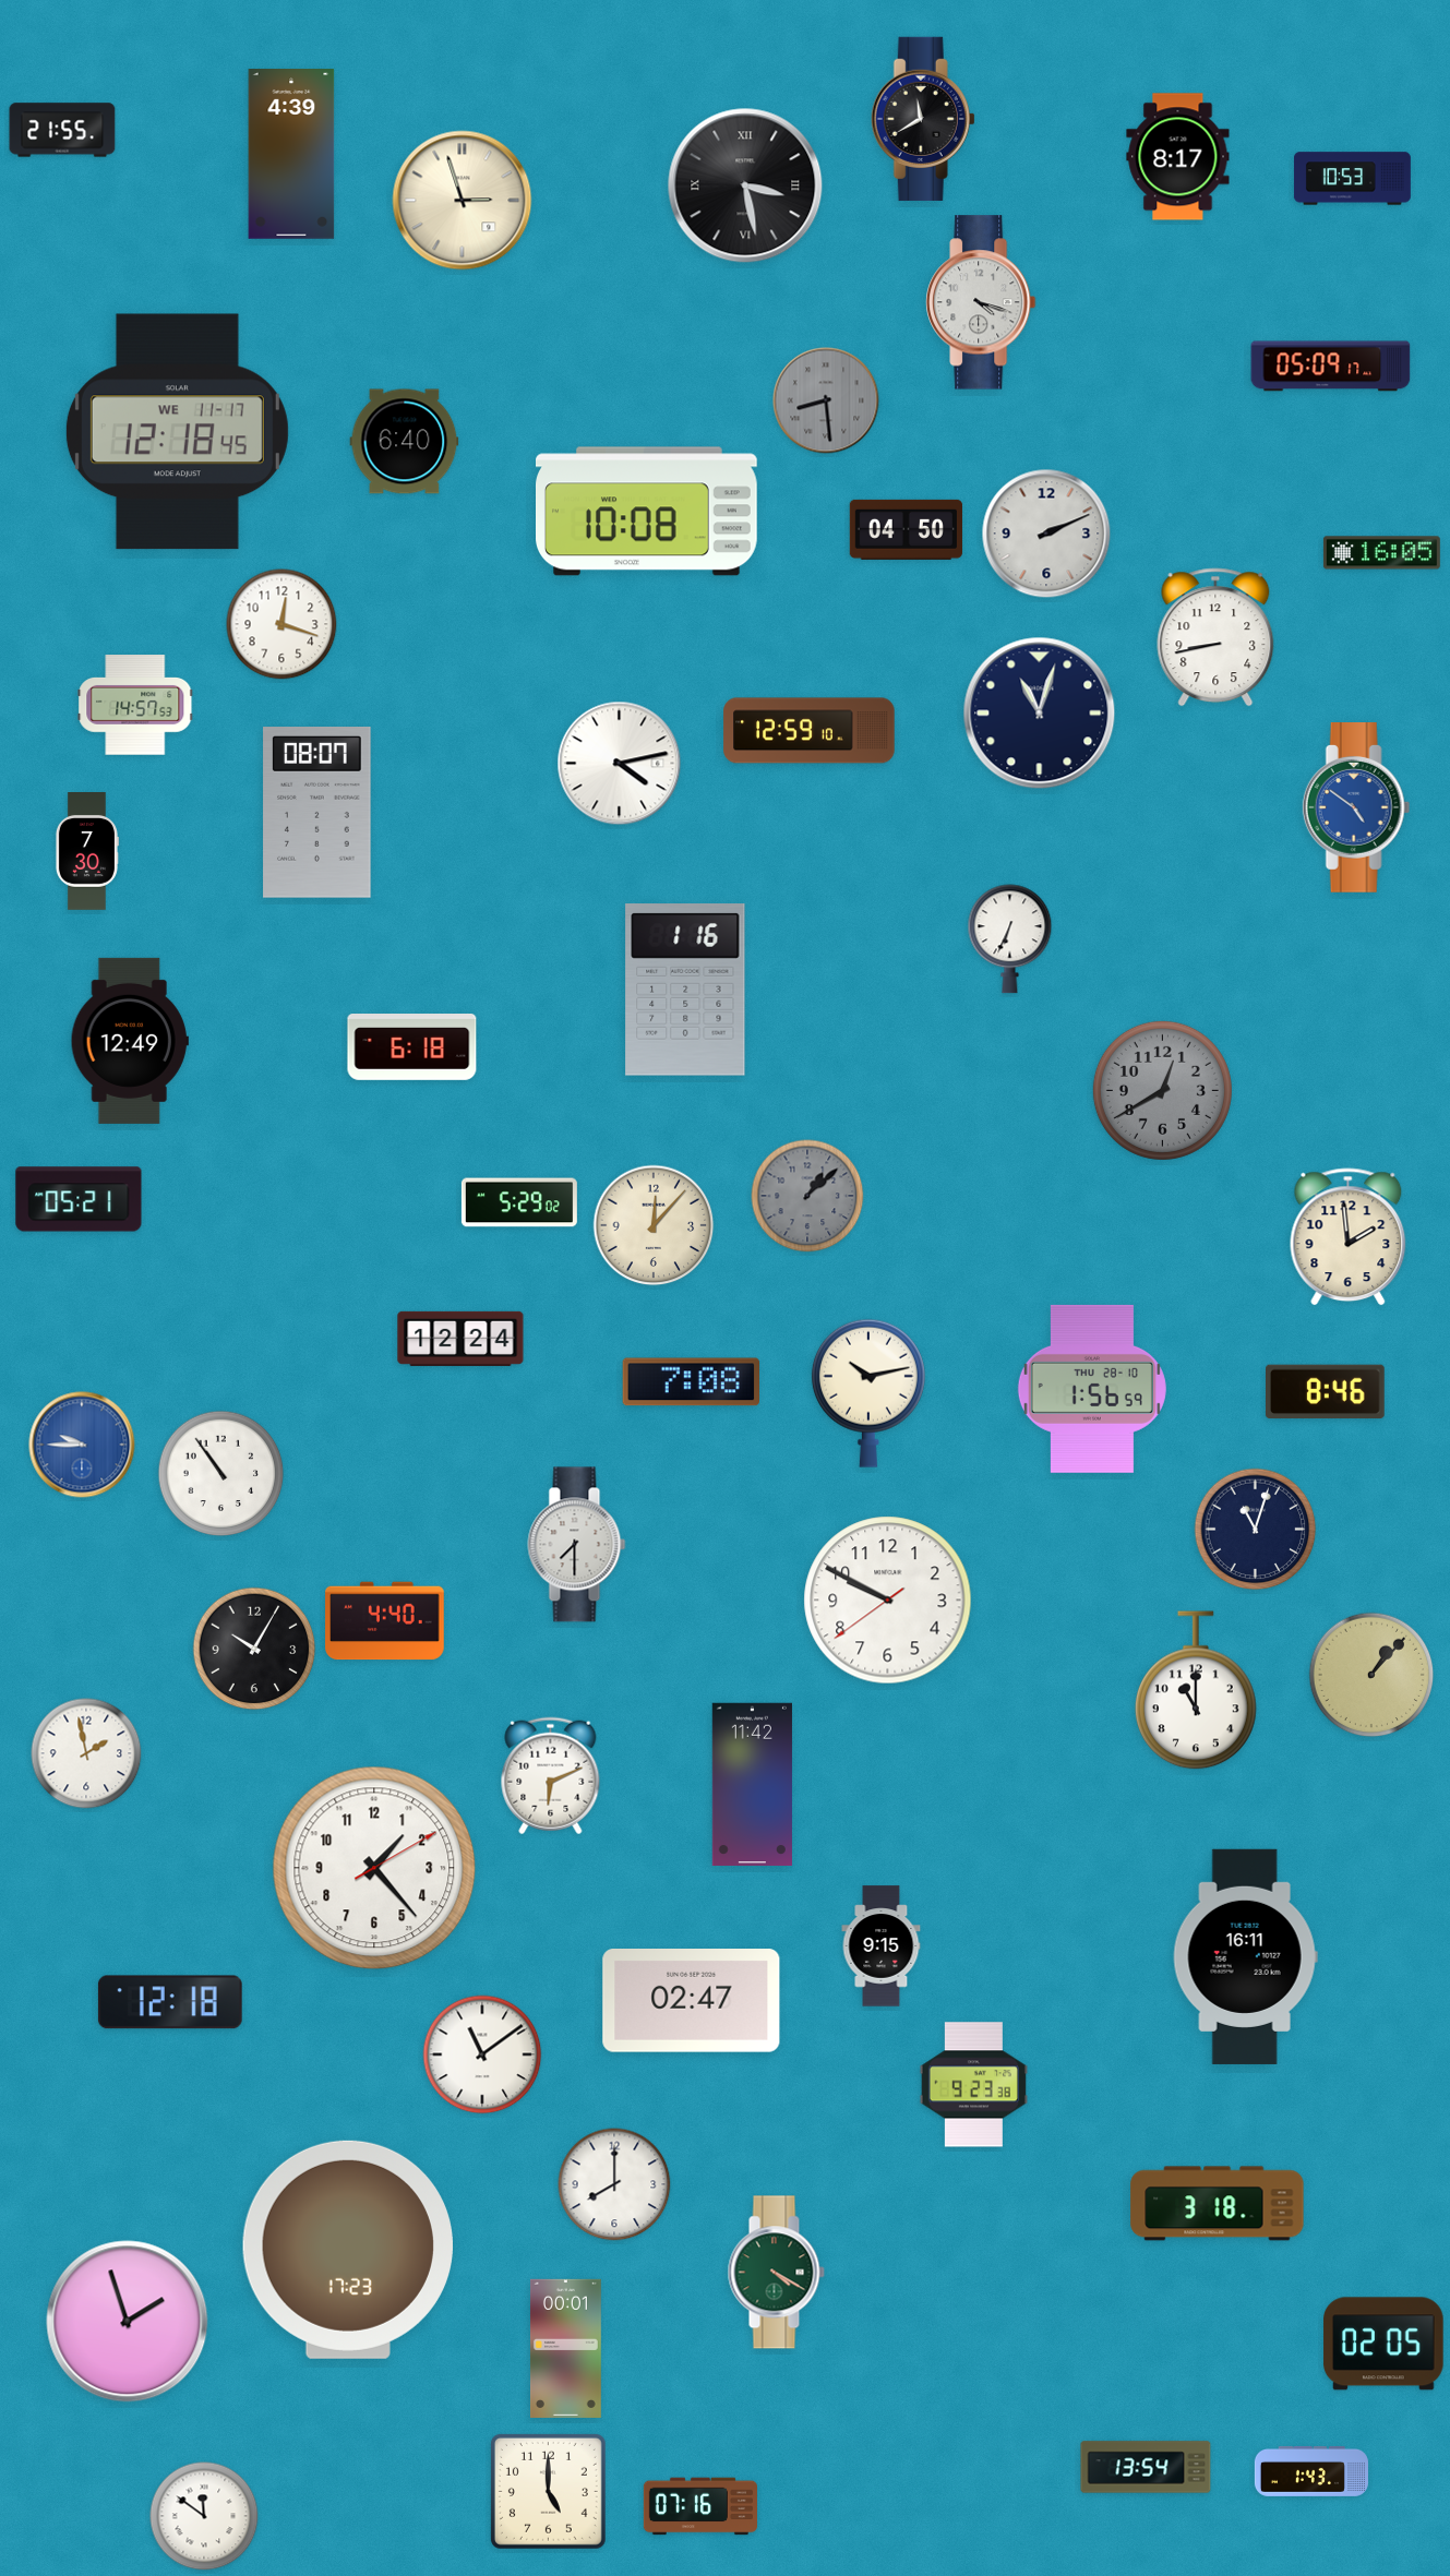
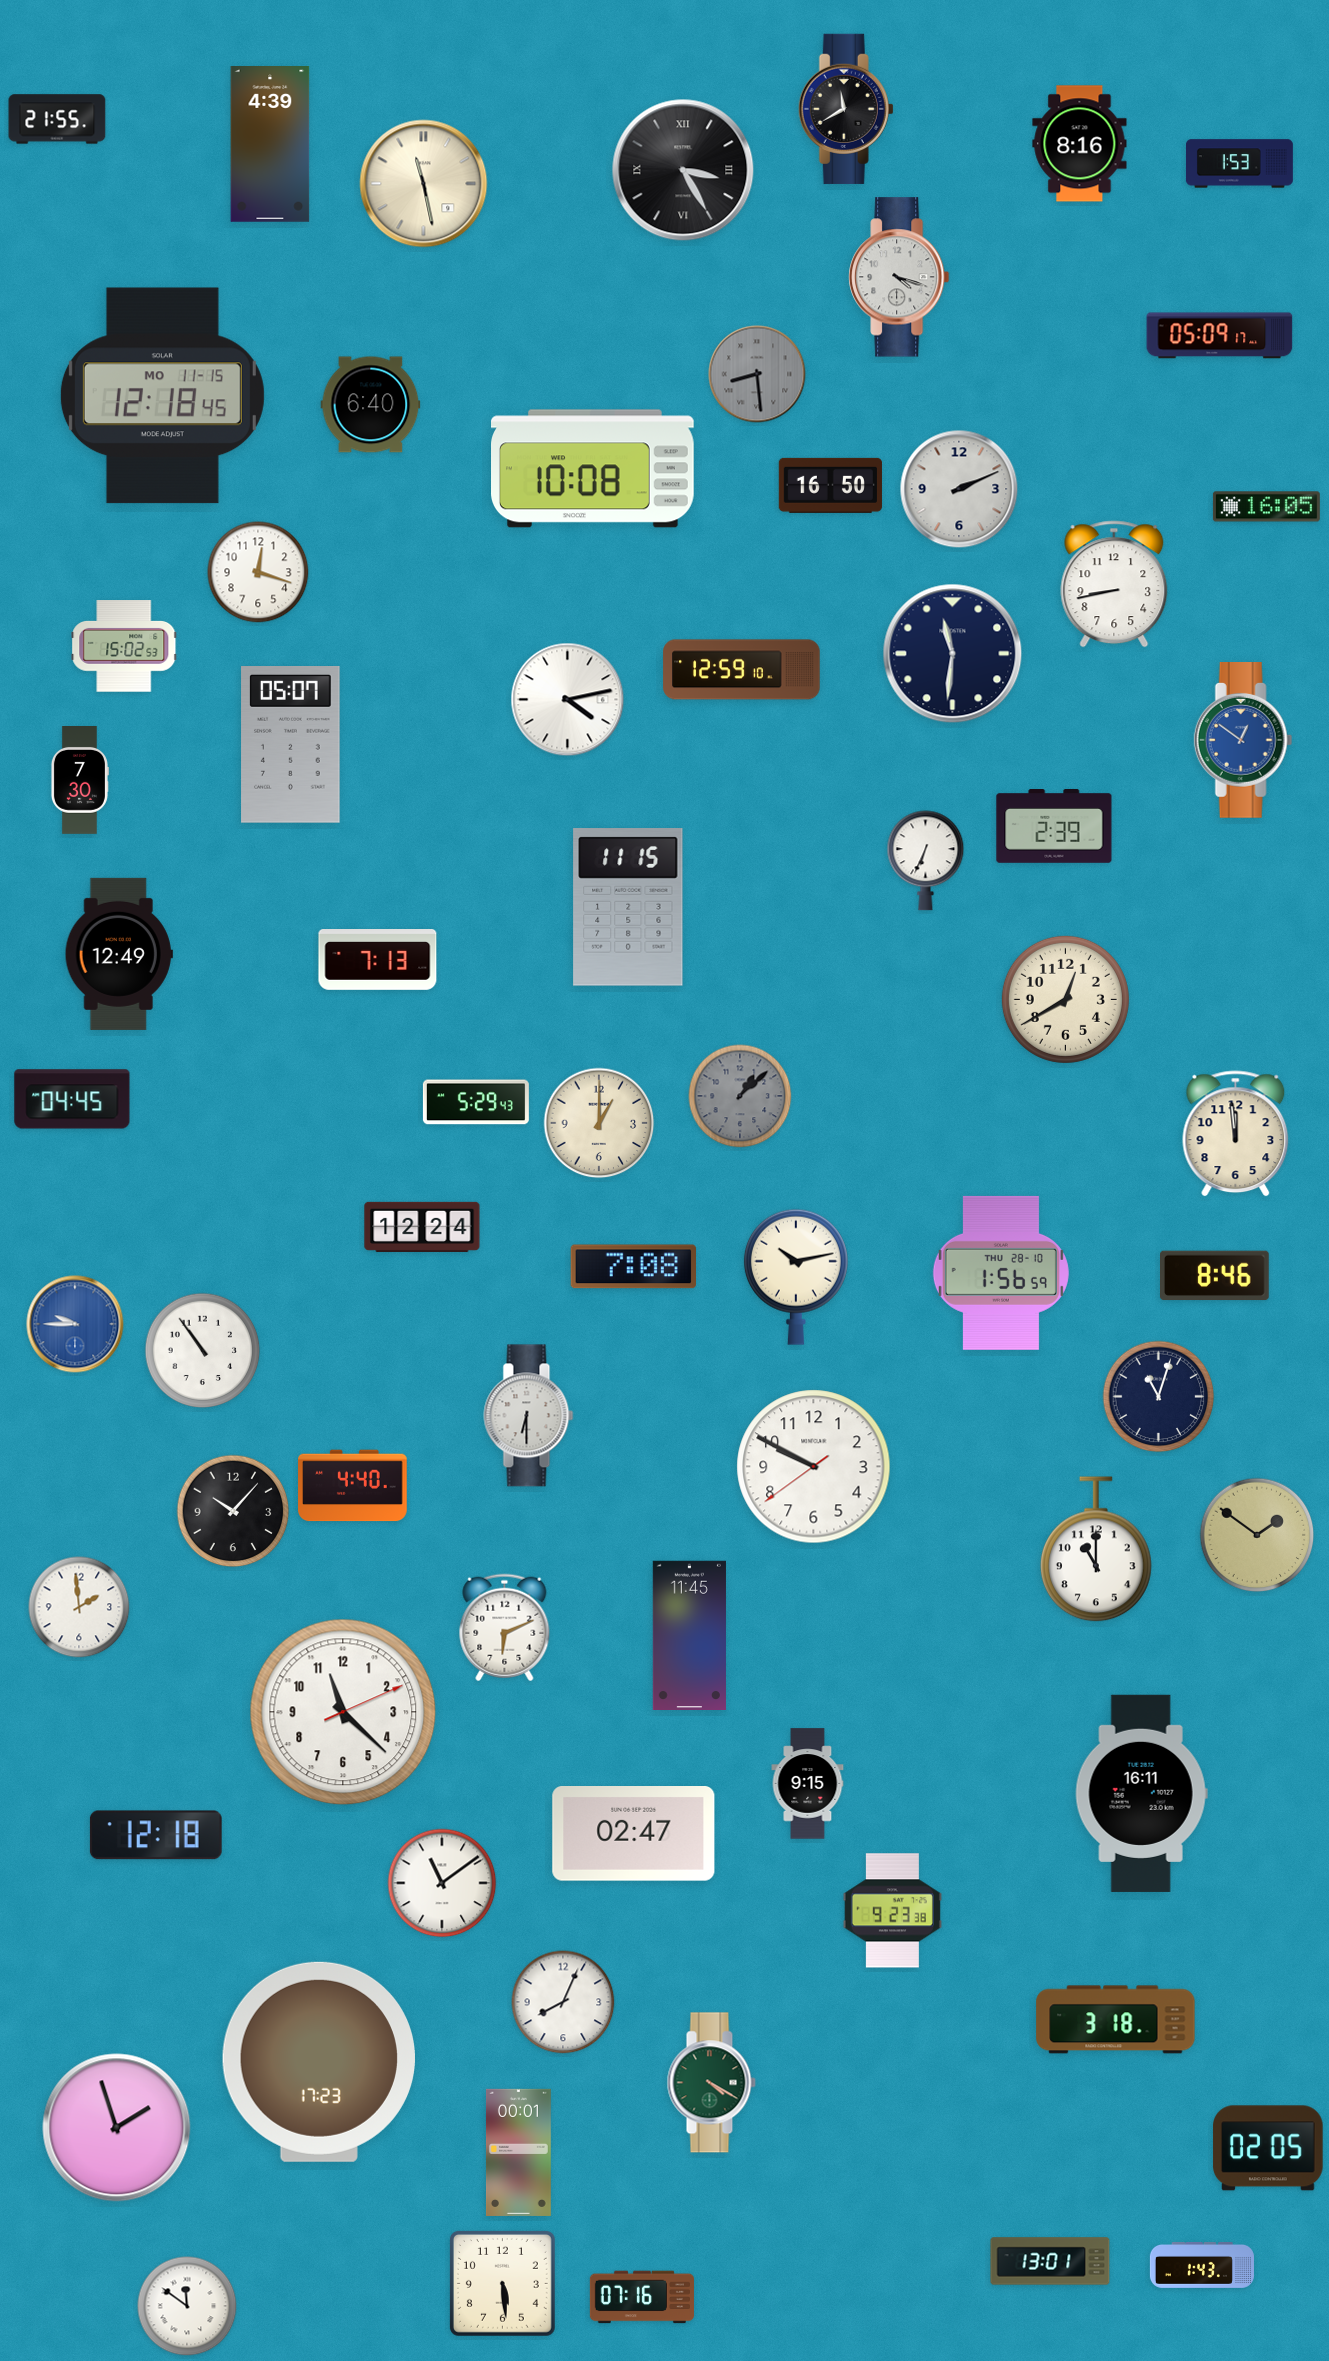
clock at (291, 155) position: (291, 155) -> (270, 145)
clock at (1178, 157): 8:17 -> 8:16
clock at (1352, 179): 10:53 -> 1:53
clock at (745, 185): 3:28 -> 3:25
clock at (463, 201): 2:57 -> 11:28
clock at (826, 400) position: (826, 400) -> (757, 374)
clock at (177, 432) date: WE 11-17 -> MO 11-15
clock at (906, 529): 04:50 -> 16:50
clock at (135, 705): 14:57 -> 15:02
clock at (1040, 714): 11:03 -> 11:31
clock at (1356, 808): 4:51 -> 12:51
clock at (317, 813): 08:07 -> 05:07
clock at (1054, 827): none -> 2:39
clock at (685, 990): 1:16 -> 11:15
clock at (412, 1047): 6:18 -> 7:13
clock at (1162, 1090) dial: grey -> cream
clock at (79, 1199): 05:21 -> 04:45
clock at (519, 1202): 5:29:02 -> 5:29:43
clock at (654, 1225): 12:07 -> 1:00
clock at (1349, 1237): 1:59 -> 11:59
clock at (1256, 1530) position: (1256, 1530) -> (1159, 1397)
clock at (577, 1545): 7:30 -> 6:30
clock at (254, 1649): 10:05 -> 10:07
clock at (1371, 1675): 1:07 -> 1:51
clock at (86, 1753): 1:58 -> 1:59
clock at (752, 1784): 11:42 -> 11:45
clock at (374, 1868): 1:23 -> 11:22
clock at (614, 2184): 8:00 -> 8:04
clock at (1146, 2467): 13:54 -> 13:01
clock at (548, 2491): 5:00 -> 5:29
